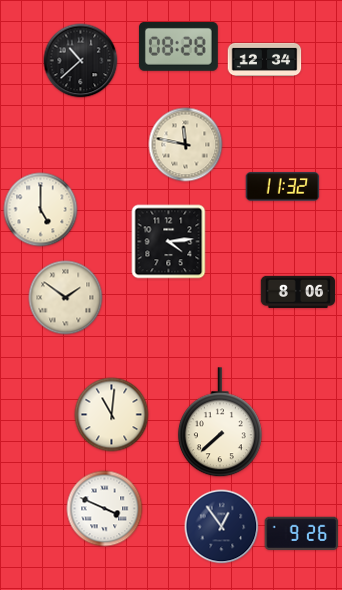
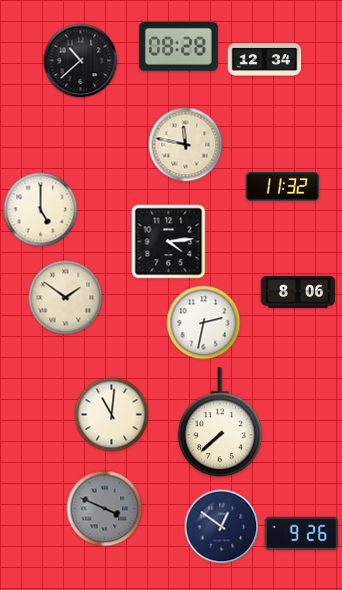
clock at (204, 323): none -> 2:32
clock at (105, 509) dial: white -> grey
clock at (222, 527): 12:54 -> 12:51
